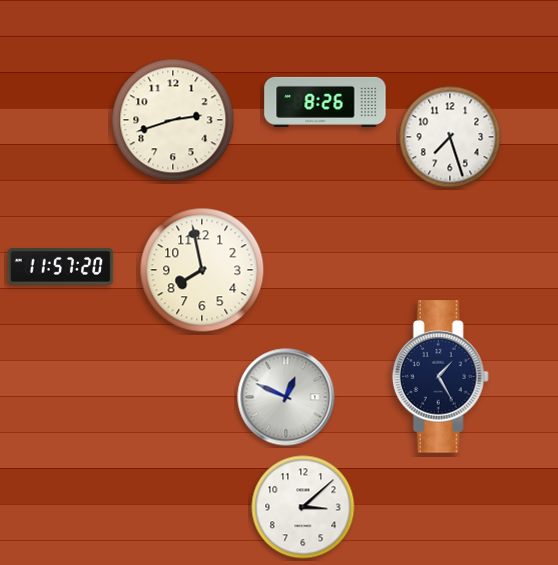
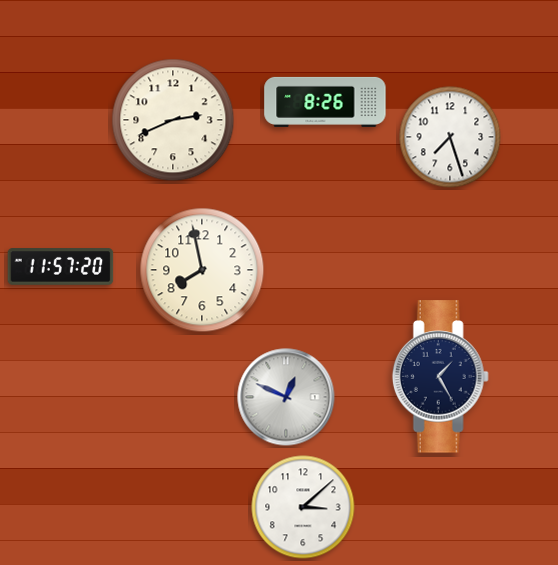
clock at (173, 120): 2:42 -> 2:41
